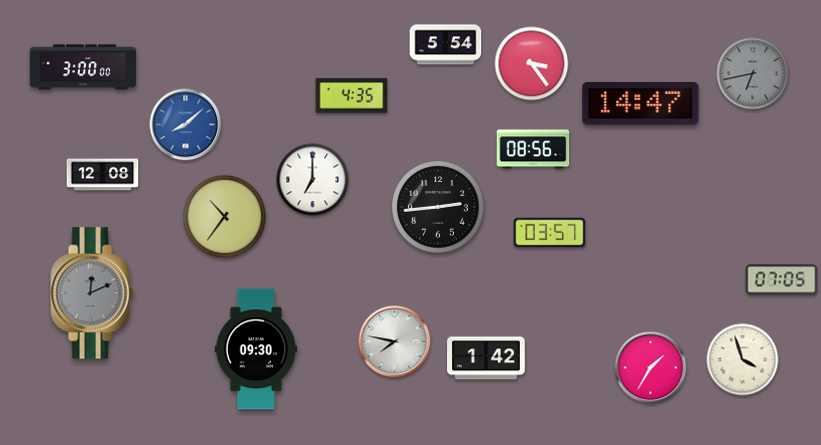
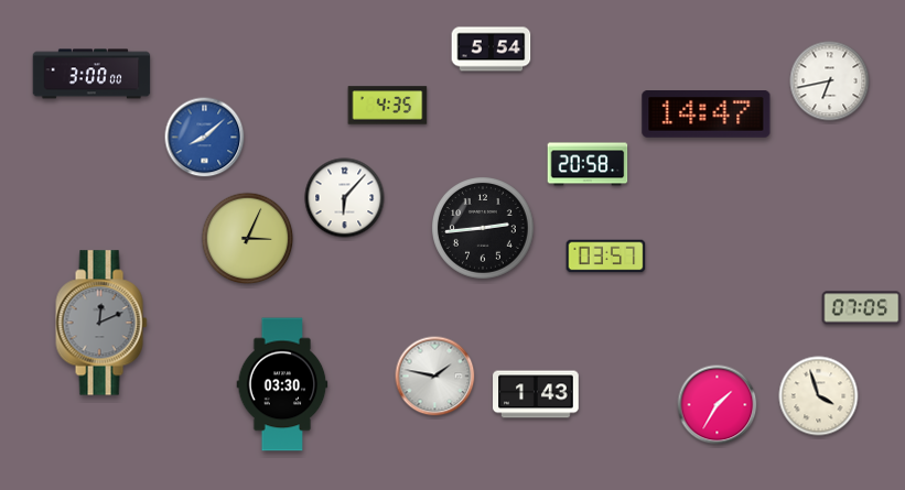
clock at (532, 64): 3:24 -> none
clock at (753, 74) dial: grey -> white
clock at (533, 149): 08:56 -> 20:58
clock at (103, 175): 12:08 -> none
clock at (313, 180): 7:00 -> 6:07
clock at (225, 217): 10:36 -> 3:04
clock at (395, 342): 7:47 -> 1:47
clock at (256, 349): 09:30 -> 03:30
clock at (486, 358): 1:42 -> 1:43
